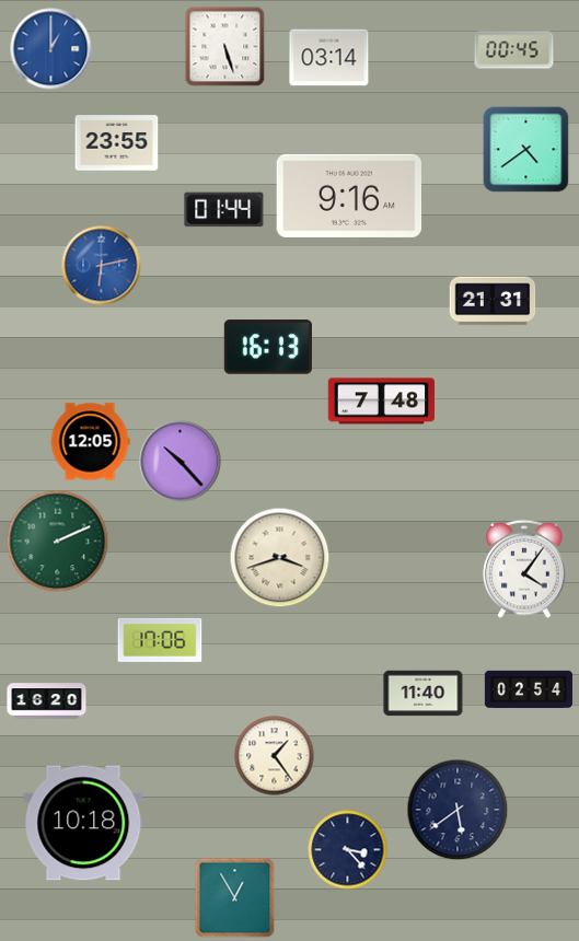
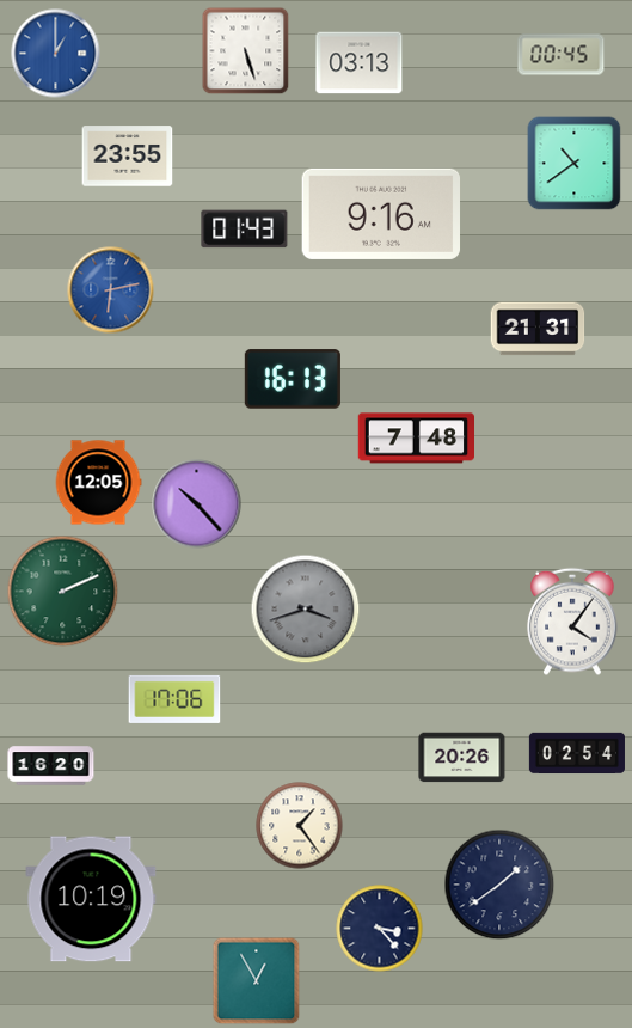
clock at (329, 58): 03:14 -> 03:13
clock at (526, 150): 4:39 -> 10:39
clock at (224, 210): 01:44 -> 01:43
clock at (280, 558) dial: cream -> grey
clock at (424, 694): 11:40 -> 20:26
clock at (458, 810): 5:39 -> 1:39
clock at (83, 823): 10:18 -> 10:19
